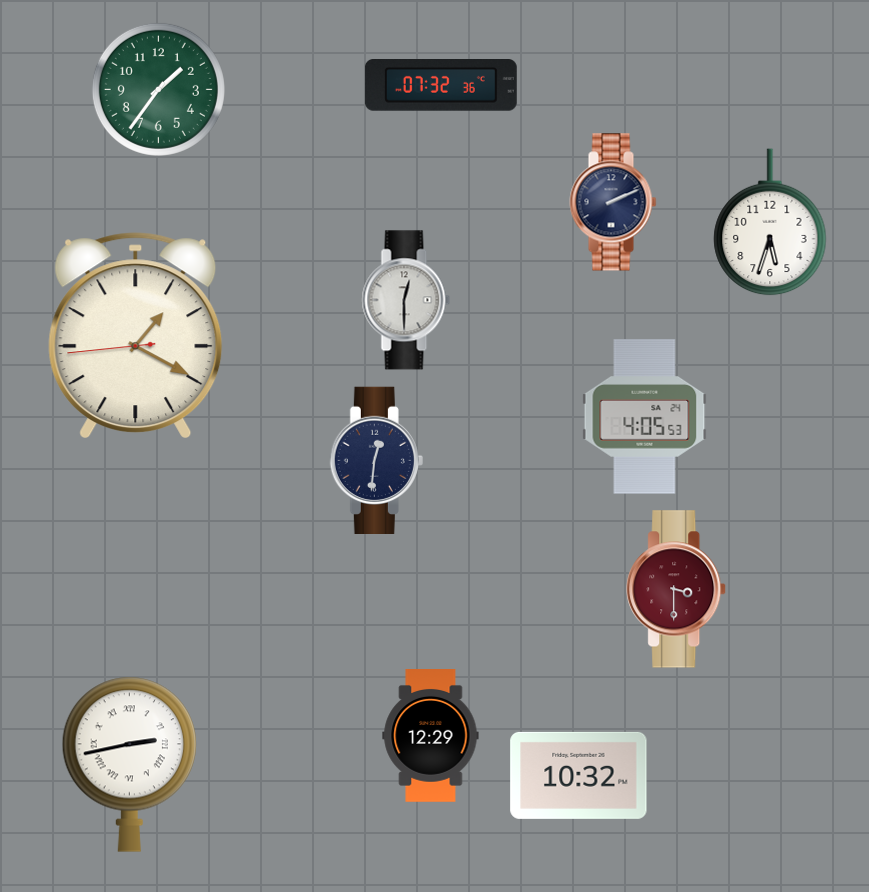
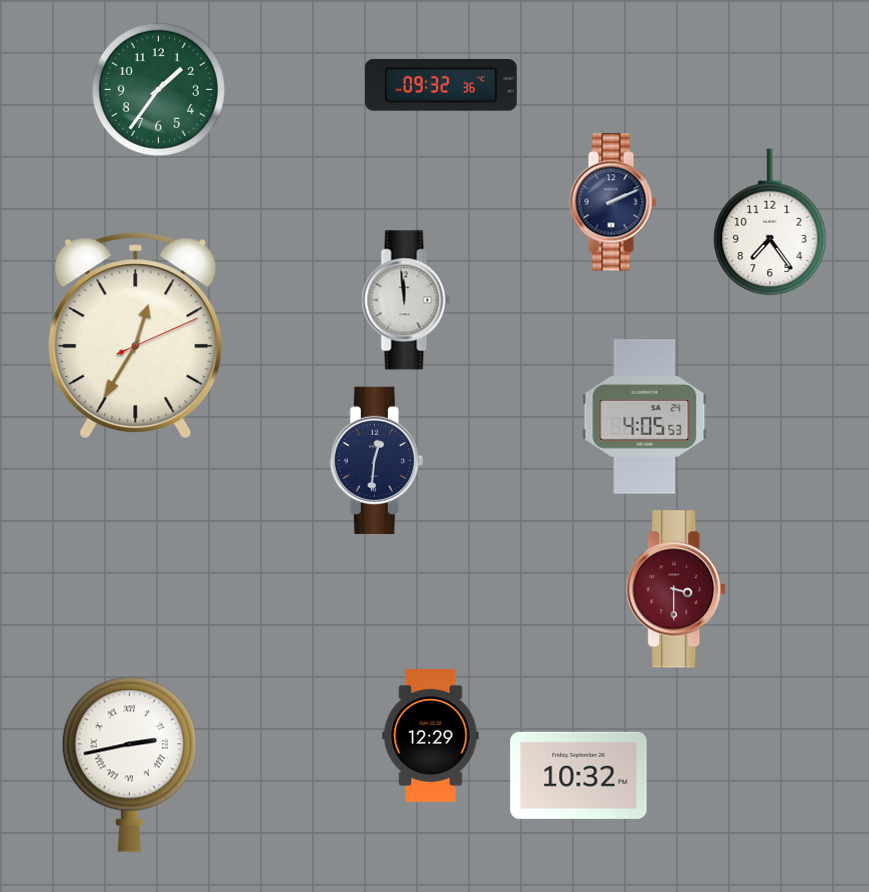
clock at (441, 86): 07:32 -> 09:32
clock at (770, 222): 5:33 -> 7:24
clock at (406, 300): 12:30 -> 11:59
clock at (136, 335): 1:19 -> 12:35
